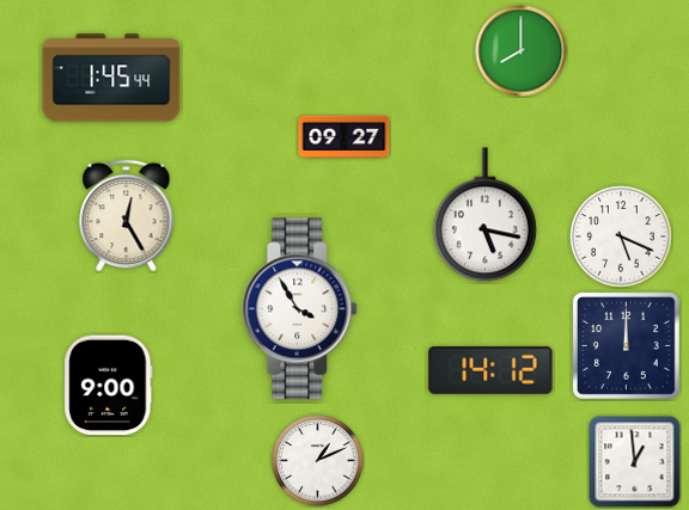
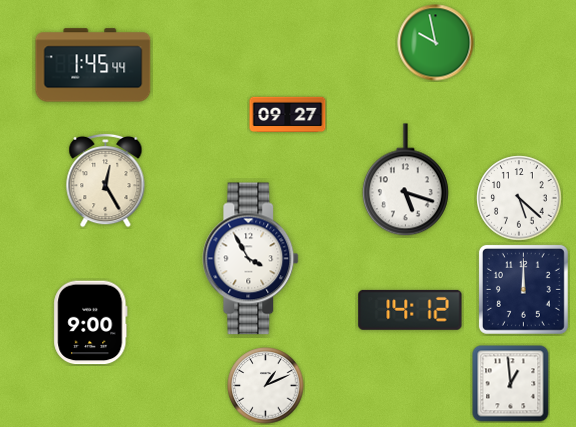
clock at (522, 51): 8:00 -> 9:58
clock at (484, 215): 5:17 -> 5:18
clock at (621, 236): 5:19 -> 5:22
clock at (635, 462) position: (635, 462) -> (511, 384)
